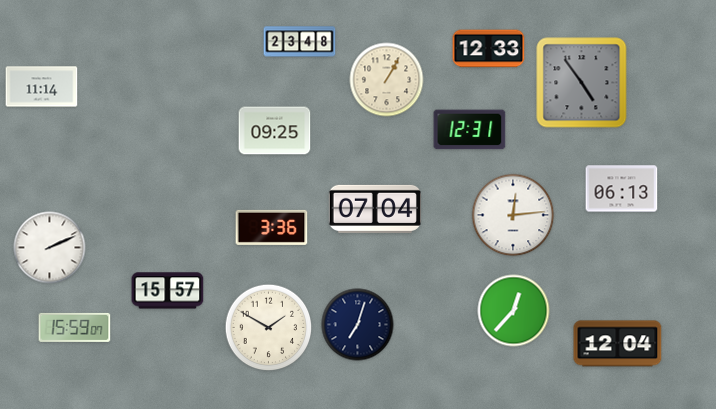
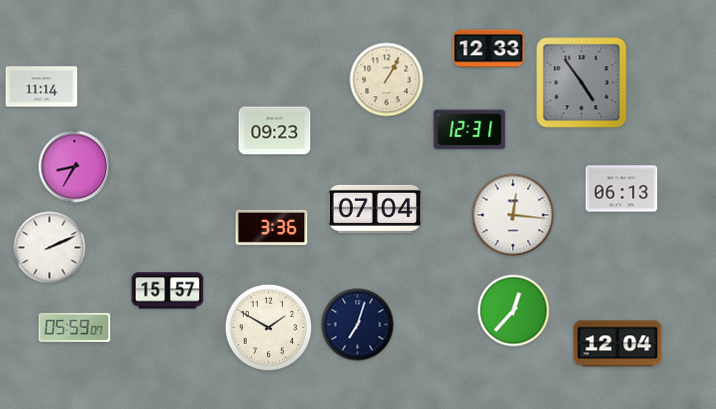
clock at (300, 42): 23:48 -> none
clock at (275, 131): 09:25 -> 09:23
clock at (75, 167): none -> 8:35
clock at (513, 215): 12:14 -> 12:16
clock at (75, 327): 15:59 -> 05:59
